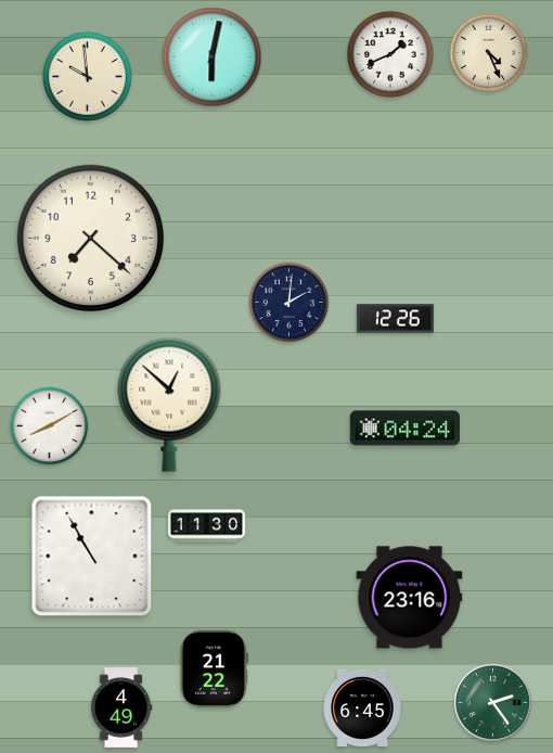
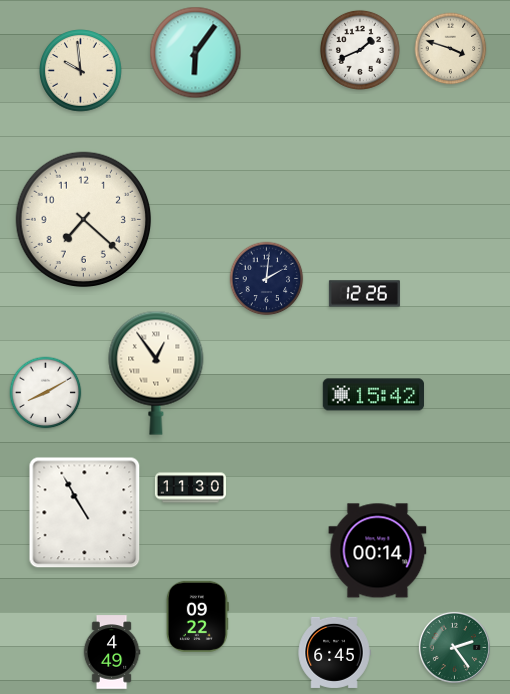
clock at (489, 53): 4:26 -> 3:48
clock at (213, 58): 6:02 -> 6:06
clock at (169, 405): 12:52 -> 12:54
clock at (404, 429): 04:24 -> 15:42
clock at (206, 526) position: (206, 526) -> (190, 488)
clock at (410, 598): 23:16 -> 00:14
clock at (214, 668): 21:22 -> 09:22
